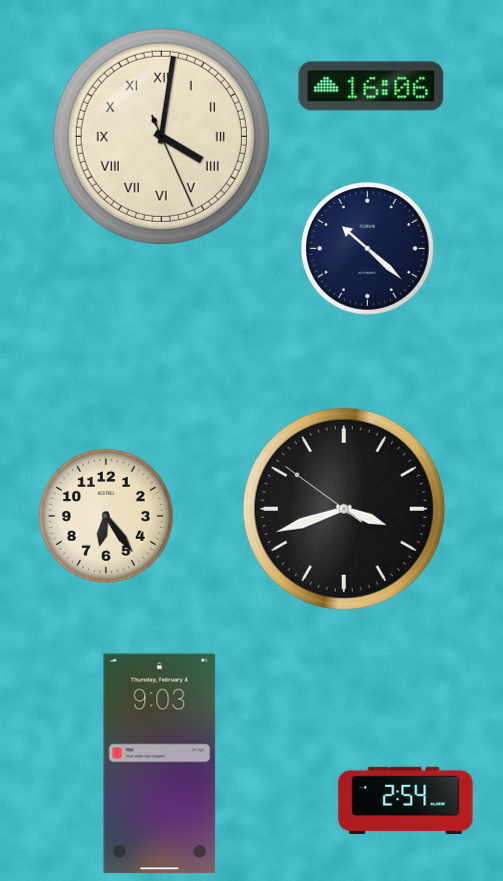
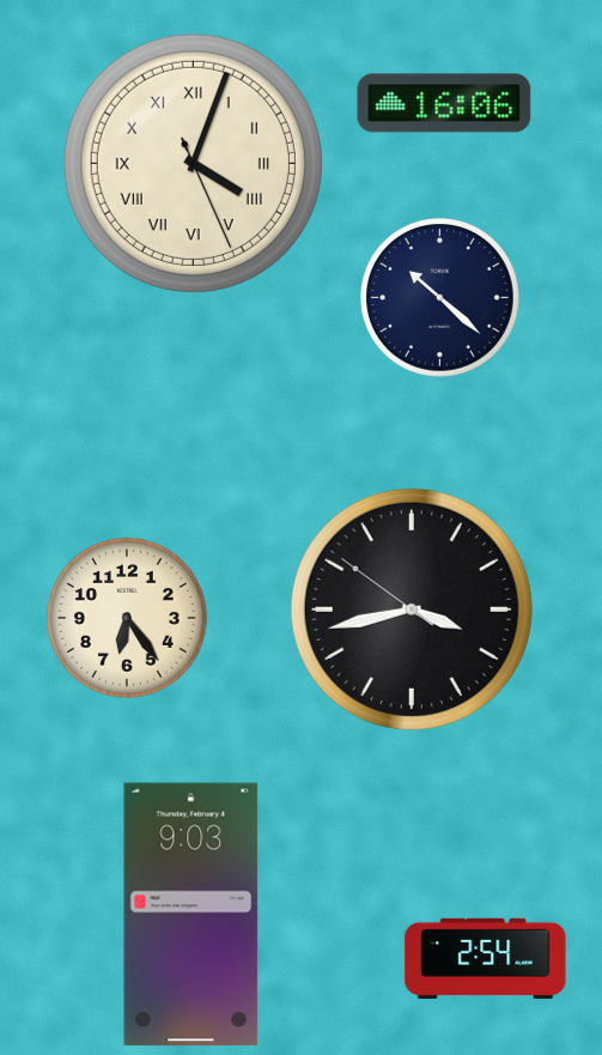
clock at (161, 136): 4:01 -> 4:03
clock at (344, 509): 3:41 -> 3:42
